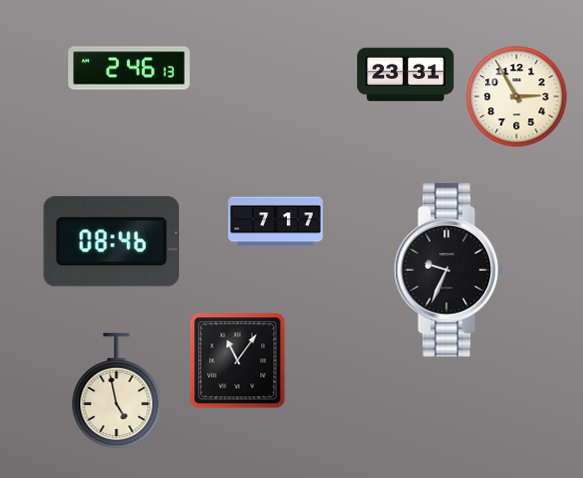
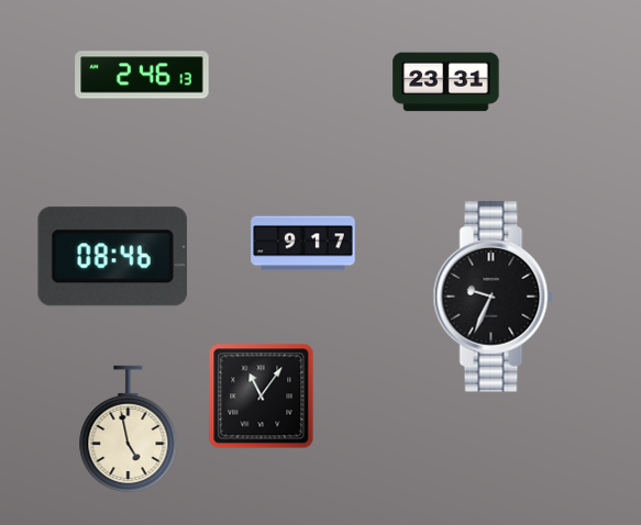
clock at (517, 97): 2:55 -> none
clock at (276, 222): 7:17 -> 9:17
clock at (111, 242) position: (111, 242) -> (112, 257)
